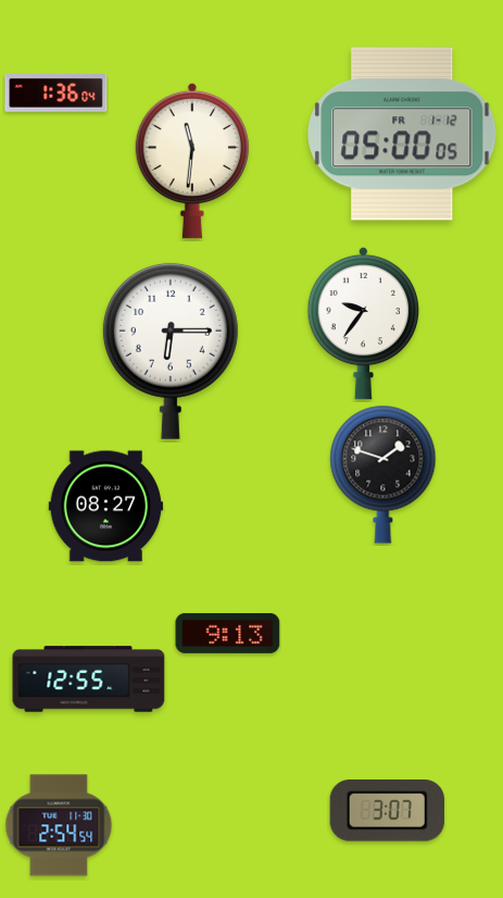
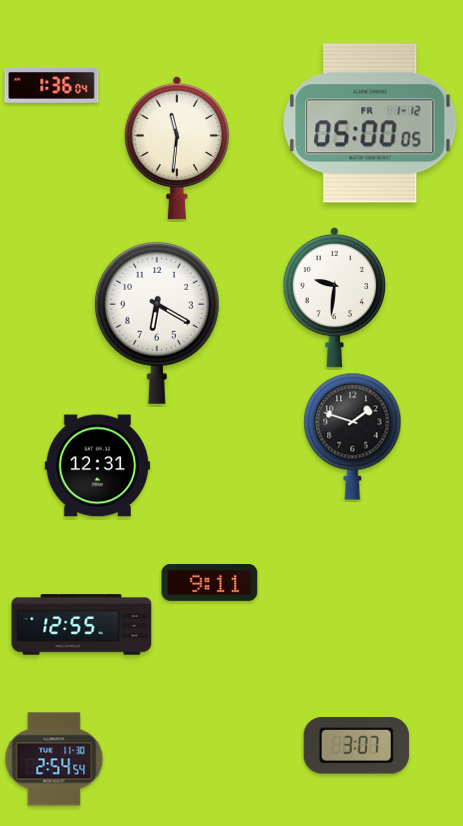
clock at (364, 323): 9:36 -> 9:31
clock at (171, 351): 6:15 -> 6:20
clock at (106, 507): 08:27 -> 12:31
clock at (228, 633): 9:13 -> 9:11
